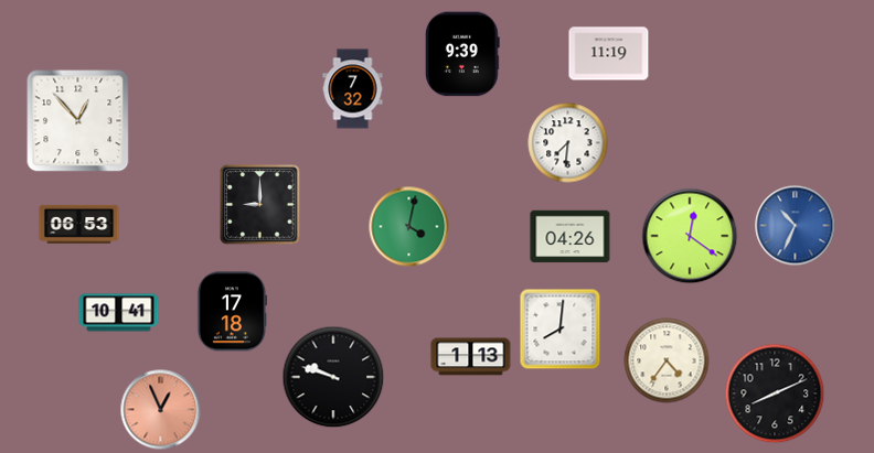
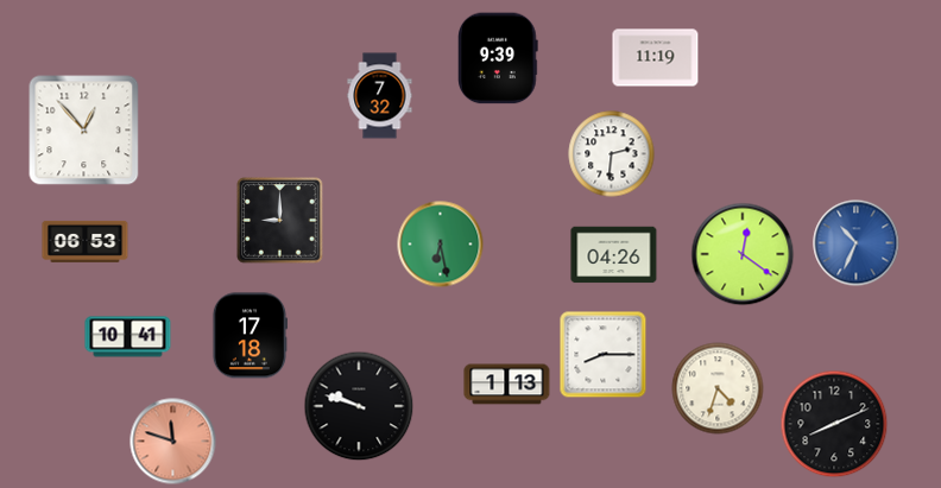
clock at (568, 143): 7:31 -> 2:31
clock at (409, 227): 4:02 -> 6:28
clock at (561, 330): 8:01 -> 8:15
clock at (667, 360): 4:36 -> 4:33
clock at (161, 410): 12:56 -> 11:48
